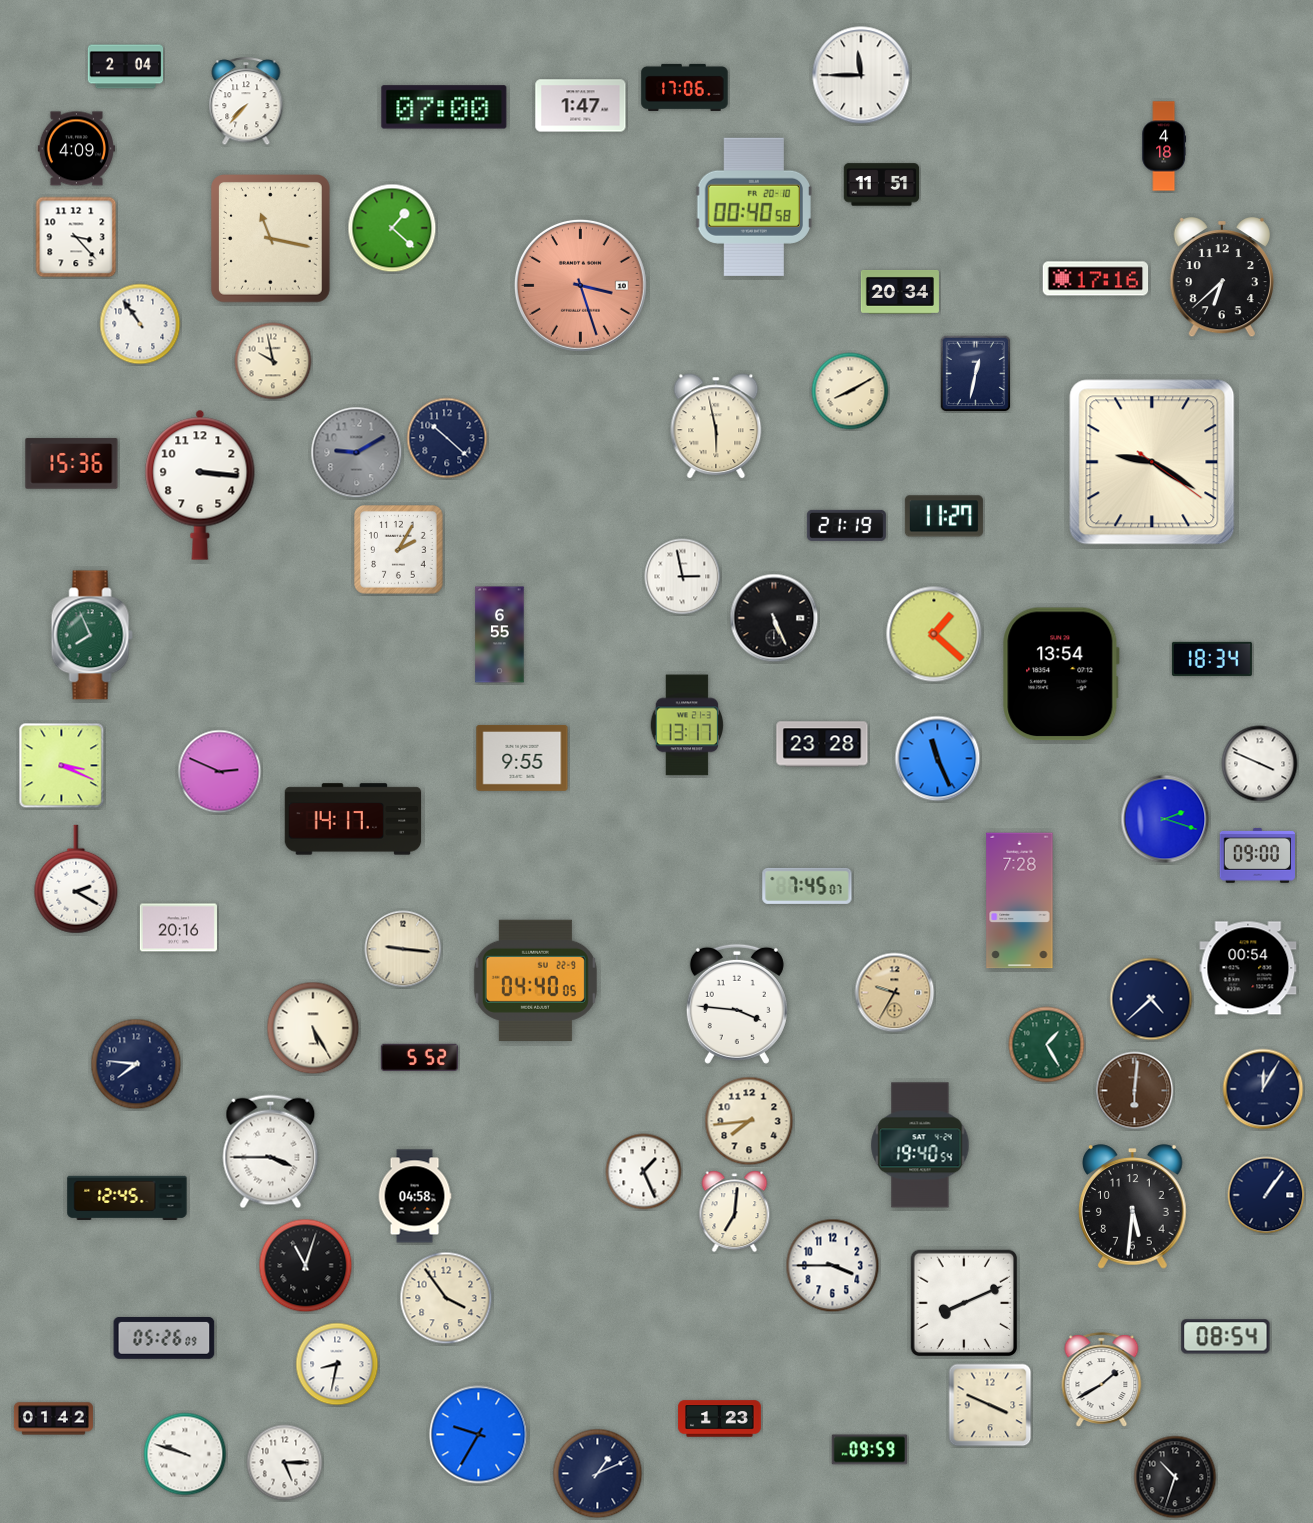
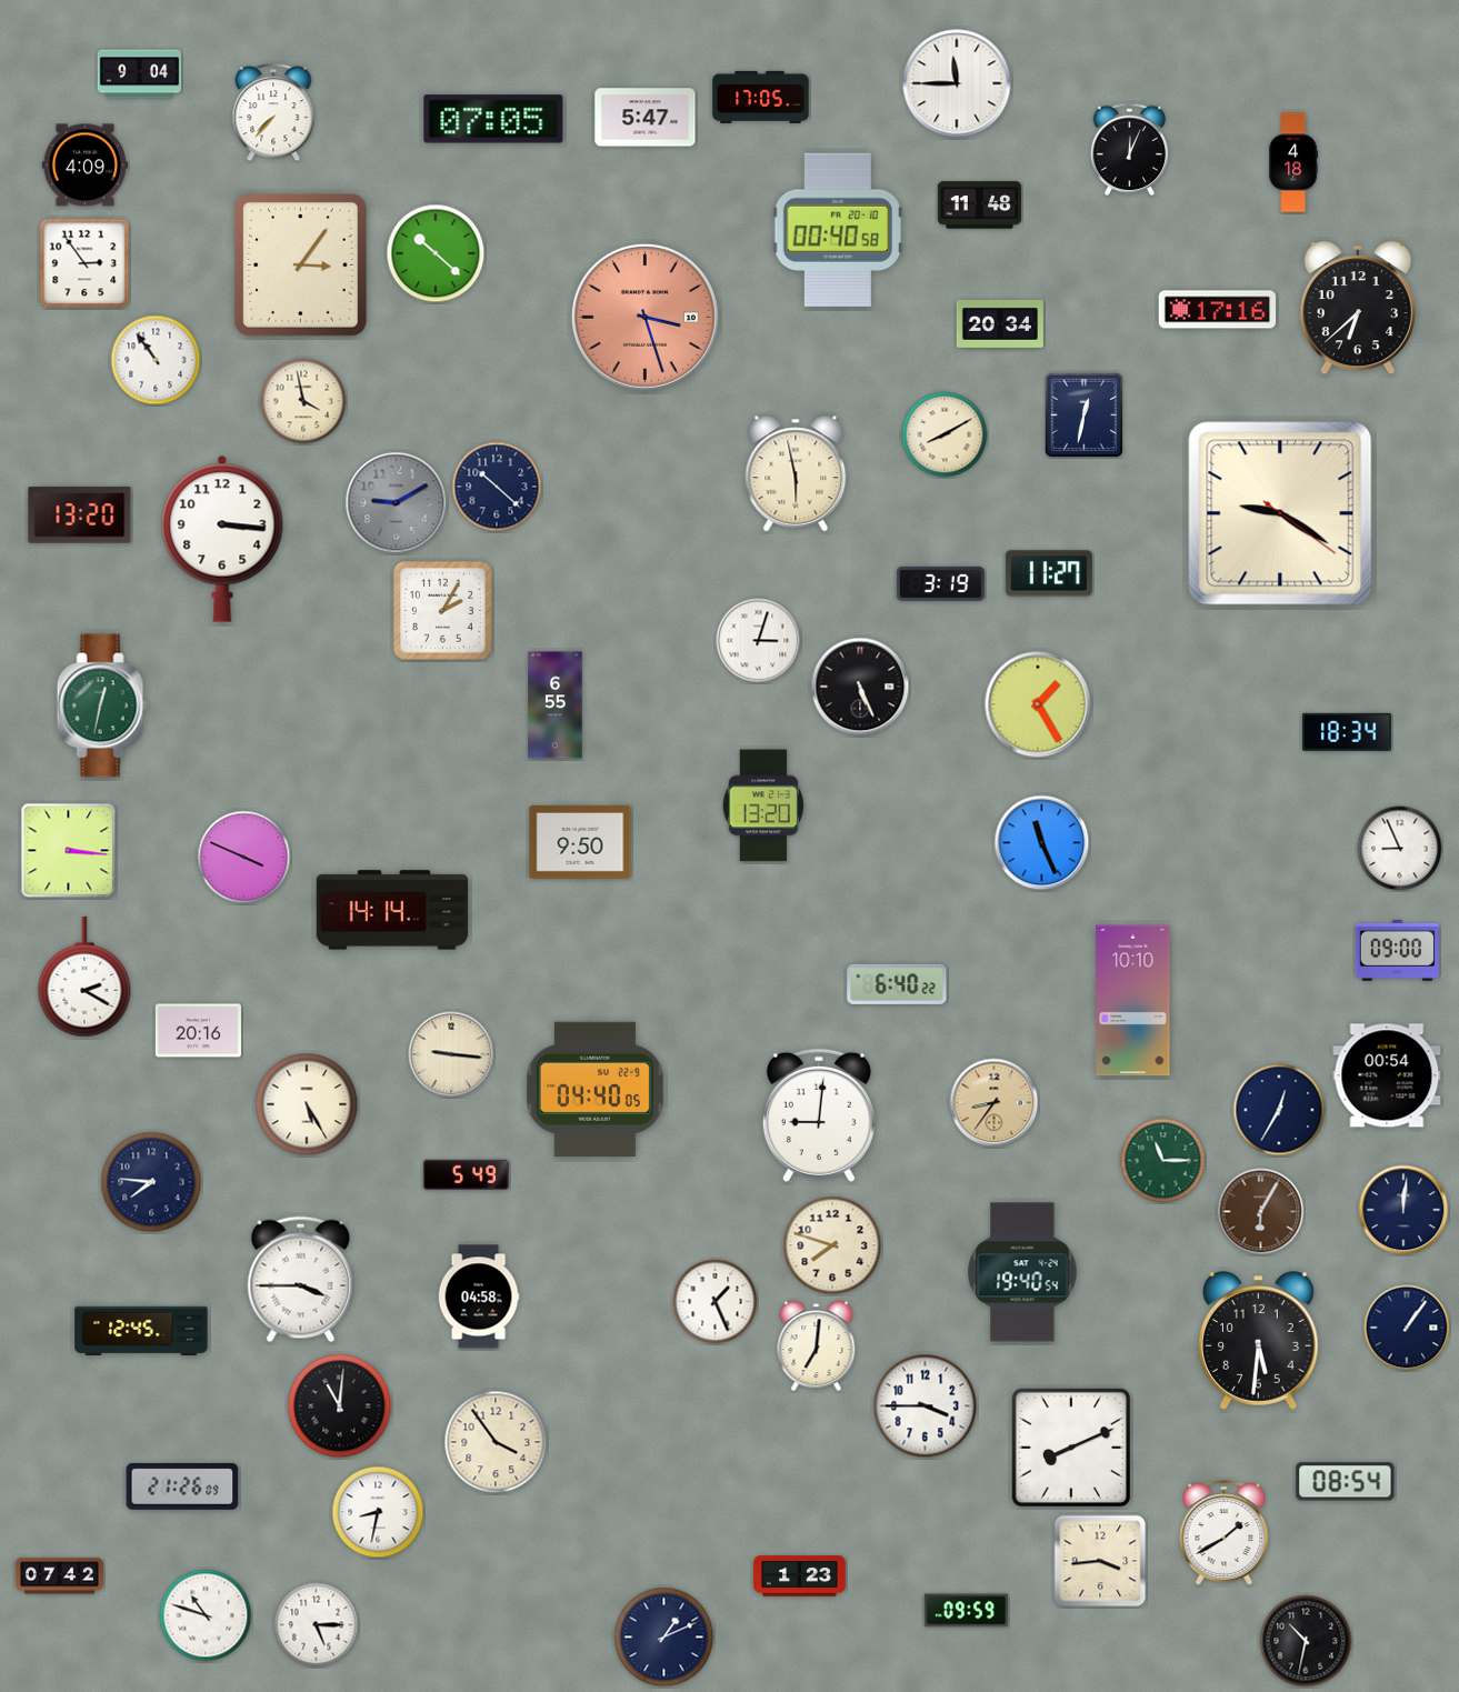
clock at (126, 67): 2:04 -> 9:04
clock at (685, 87): 17:06 -> 17:05
clock at (581, 106): 1:47 -> 5:47
clock at (444, 107): 07:00 -> 07:05
clock at (1130, 149): none -> 12:04
clock at (882, 185): 11:51 -> 11:48
clock at (392, 228): 1:22 -> 10:22
clock at (76, 237): 3:23 -> 2:54
clock at (271, 239): 11:17 -> 3:06
clock at (273, 361): 9:58 -> 3:58
clock at (72, 464): 15:36 -> 13:20
clock at (846, 525): 21:19 -> 3:19
clock at (683, 577): 2:58 -> 3:03
clock at (934, 634): 1:22 -> 1:25
clock at (92, 635): 7:56 -> 12:32
clock at (1061, 674): 13:54 -> none
clock at (687, 725): 13:17 -> 13:20
clock at (822, 744): 23:28 -> none
clock at (522, 758): 9:55 -> 9:50
clock at (1260, 764): 3:49 -> 8:56
clock at (62, 766): 3:19 -> 3:16
clock at (220, 772): 2:49 -> 3:49
clock at (353, 819): 14:17 -> 14:14
clock at (1165, 819): 2:18 -> none
clock at (807, 886): 7:45 -> 6:40
clock at (1020, 901): 7:28 -> 10:10
clock at (403, 949) position: (403, 949) -> (451, 1054)
clock at (895, 993): 9:35 -> 8:36
clock at (1151, 999): 4:38 -> 12:35
clock at (737, 1004): 3:46 -> 9:01
clock at (313, 1028) position: (313, 1028) -> (307, 1104)
clock at (1047, 1045): 1:25 -> 11:15
clock at (419, 1057): 5:52 -> 5:49
clock at (1263, 1089): 12:05 -> 12:01
clock at (1135, 1091): 6:01 -> 6:05
clock at (749, 1121): 7:44 -> 7:48
clock at (415, 1196) position: (415, 1196) -> (479, 1296)
clock at (306, 1266): 11:03 -> 11:01
clock at (1226, 1337) position: (1226, 1337) -> (1346, 1482)
clock at (164, 1338): 05:26 -> 21:26
clock at (337, 1364) position: (337, 1364) -> (378, 1512)
clock at (990, 1405): 3:49 -> 3:44
clock at (53, 1419): 01:42 -> 07:42
clock at (479, 1435): 9:35 -> none
clock at (185, 1454): 9:48 -> 10:48
clock at (1175, 1477): 10:33 -> 10:32
